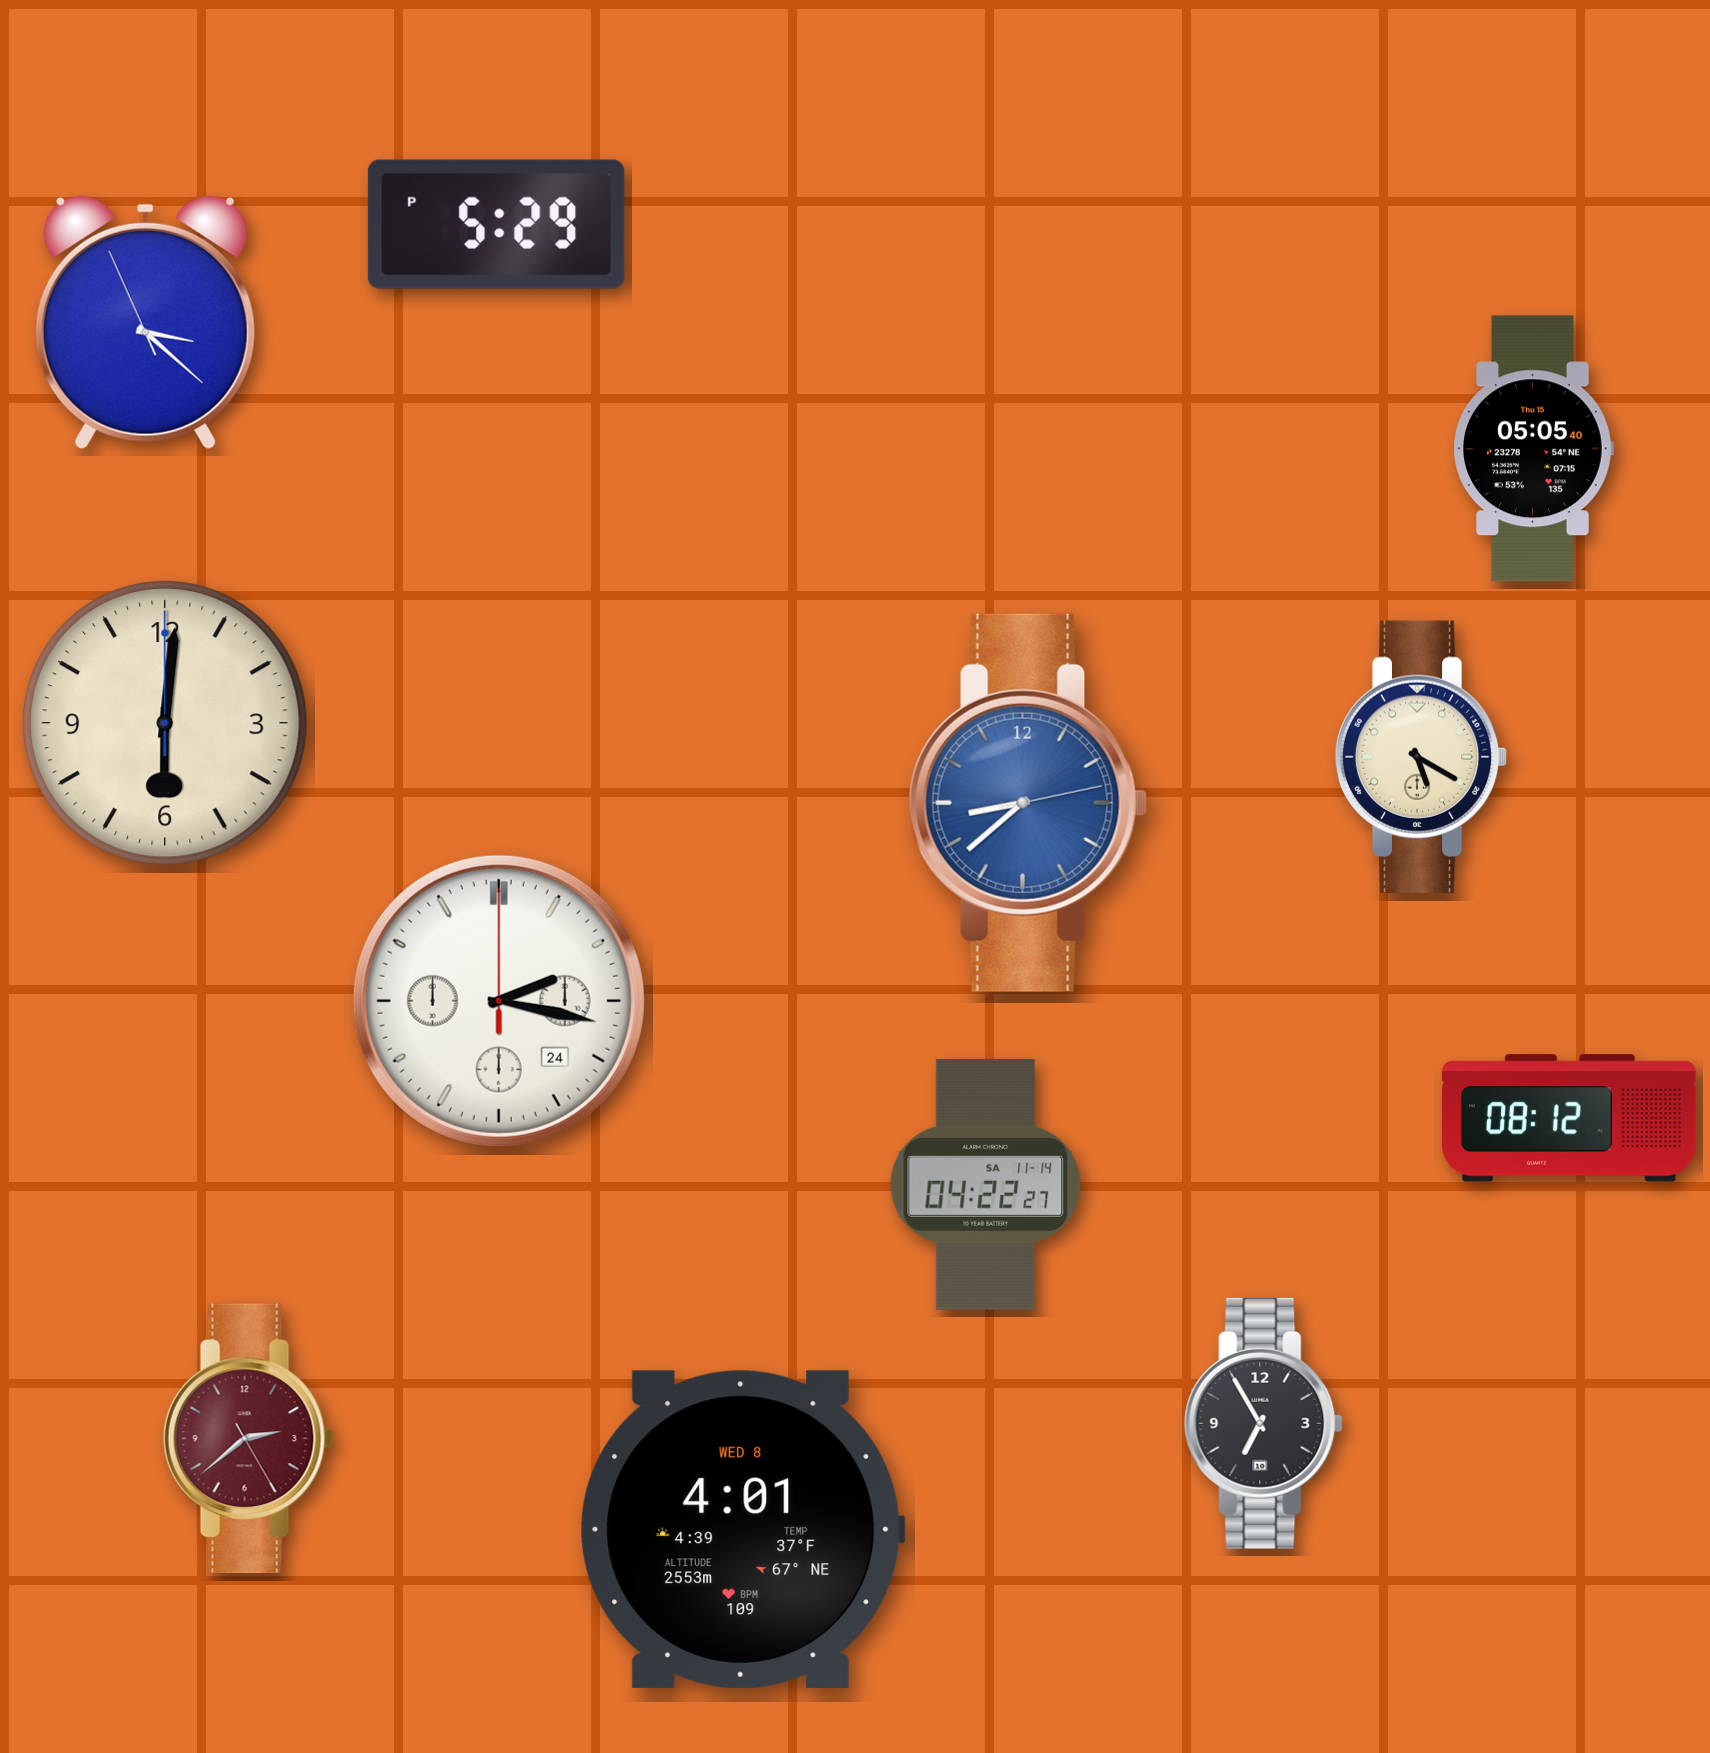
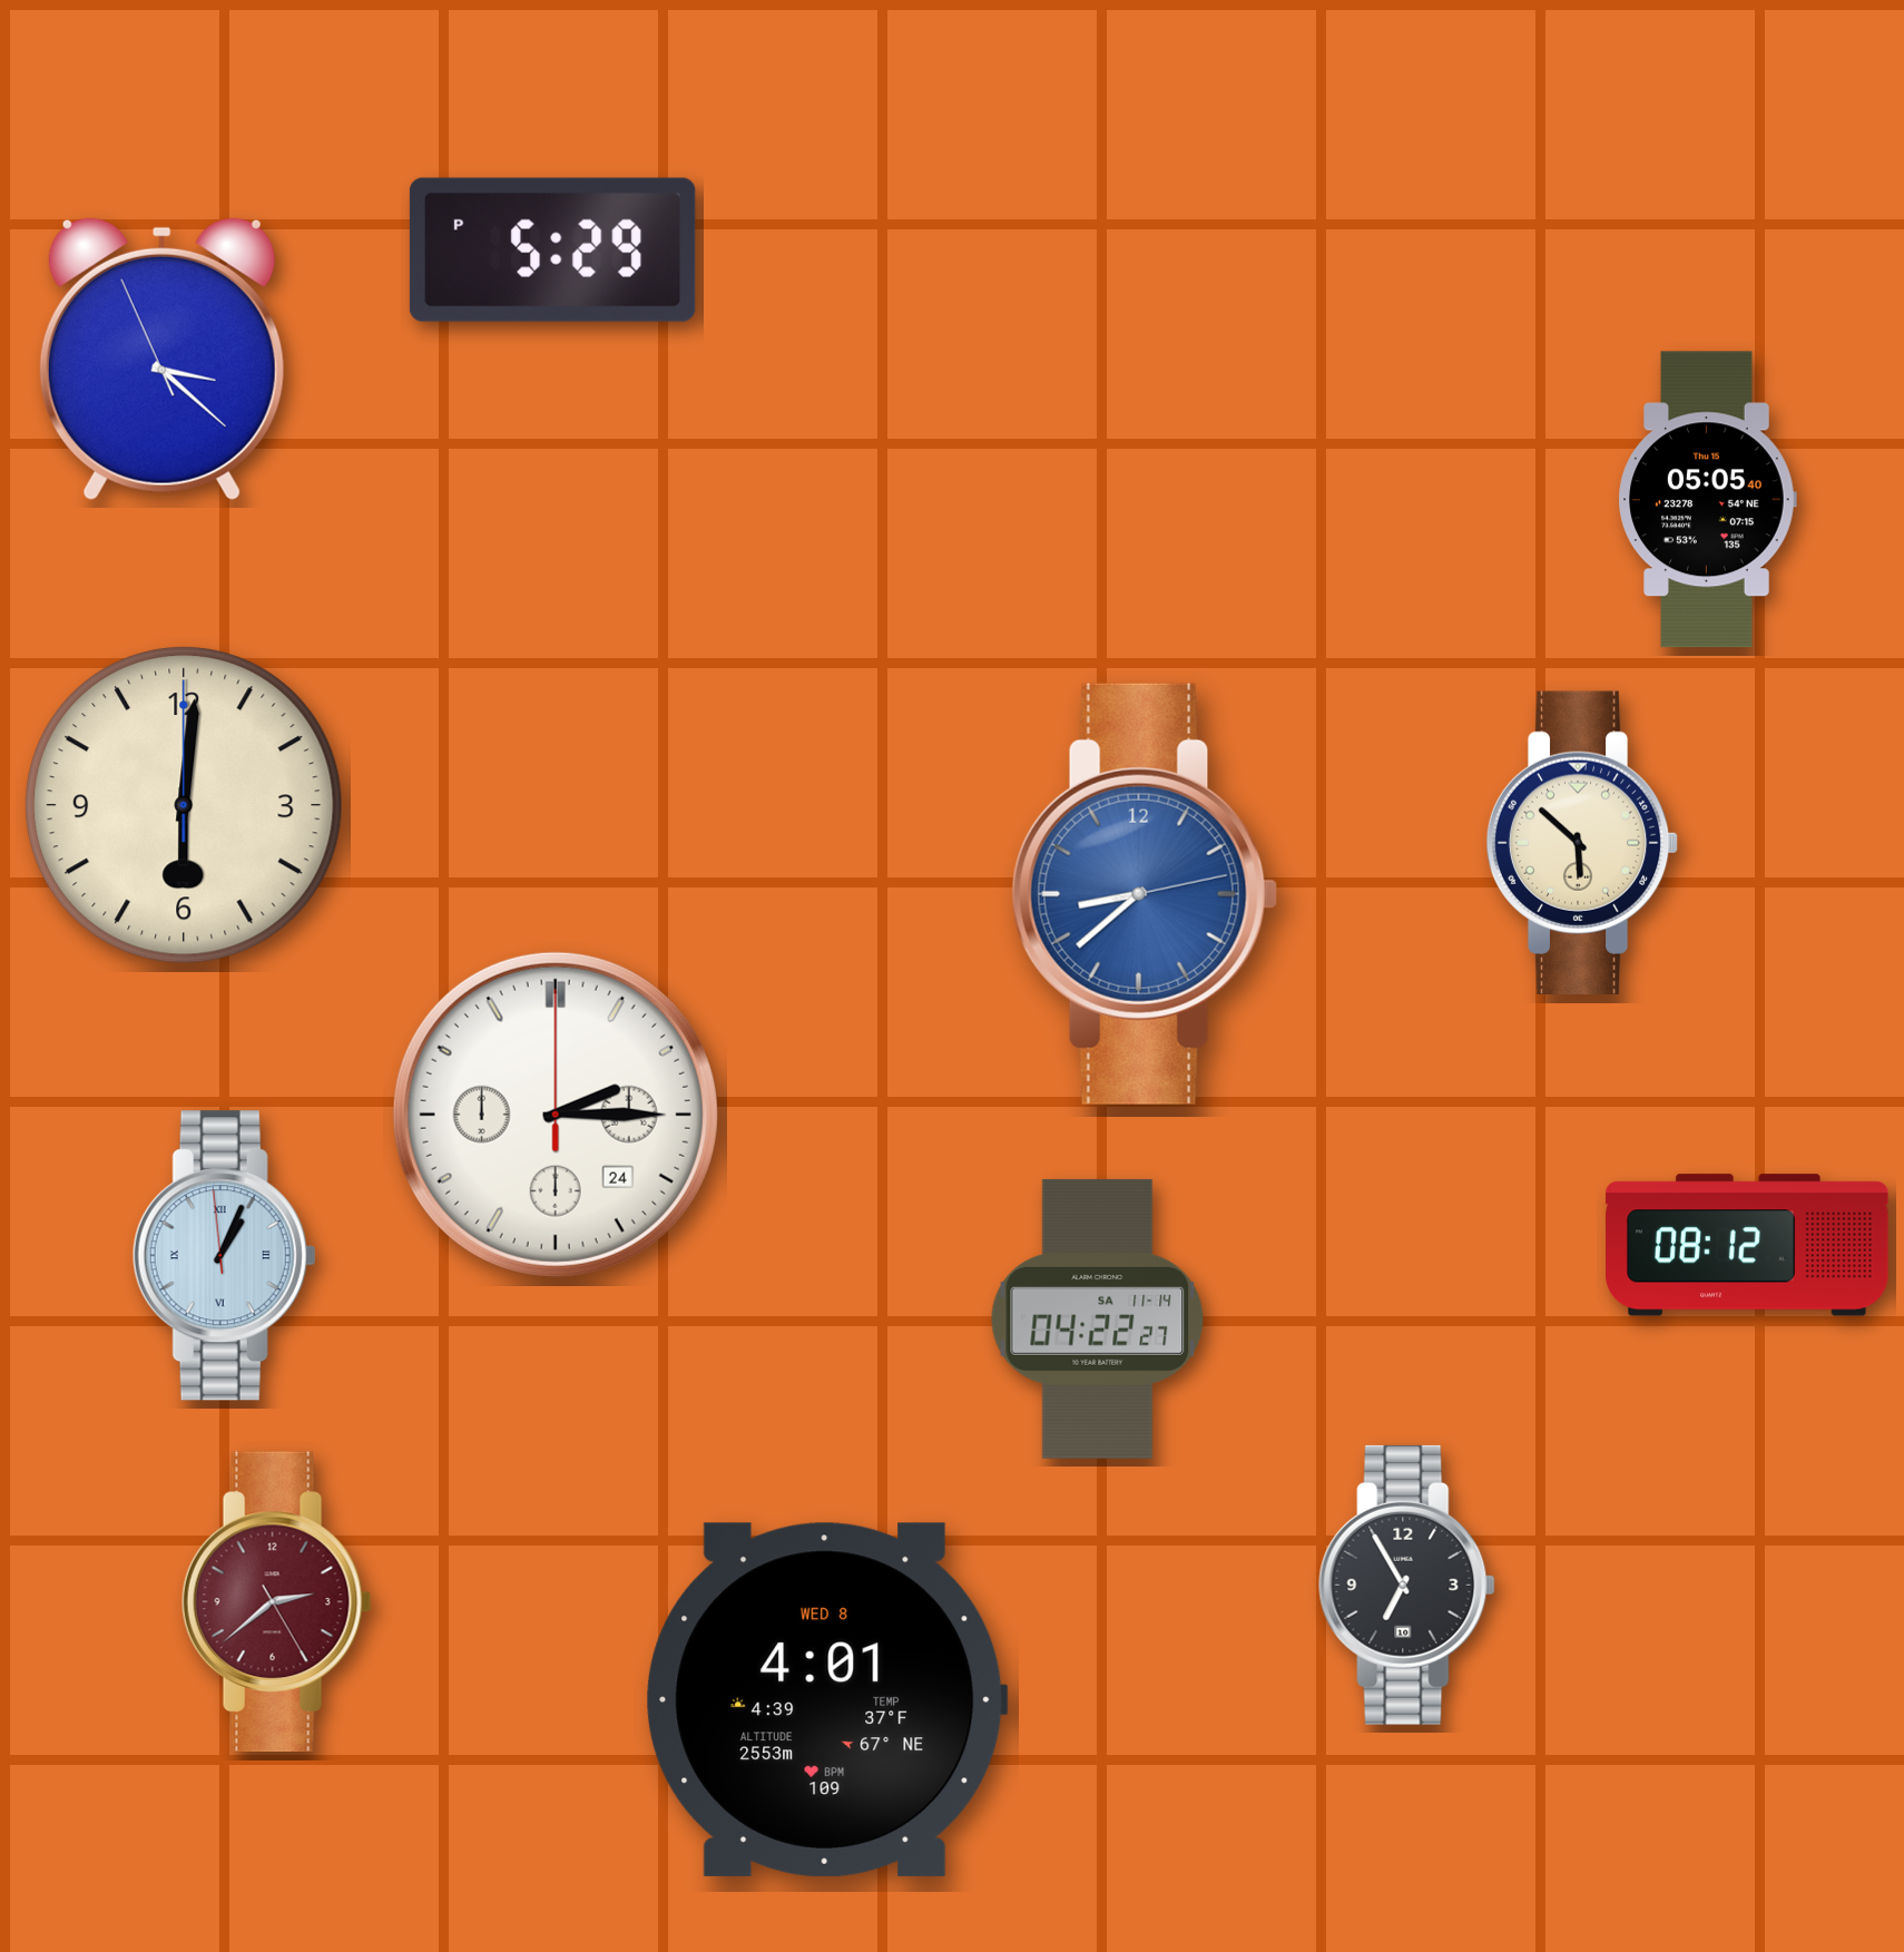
clock at (1421, 757): 5:20 -> 5:52
clock at (499, 1001): 2:17 -> 2:15
clock at (224, 1256): none -> 1:03
clock at (742, 1529) position: (742, 1529) -> (826, 1699)
